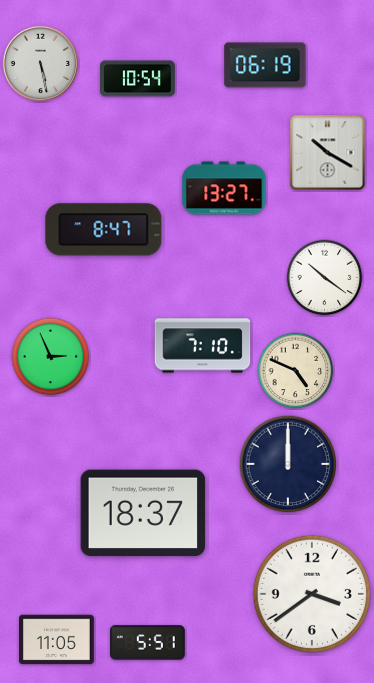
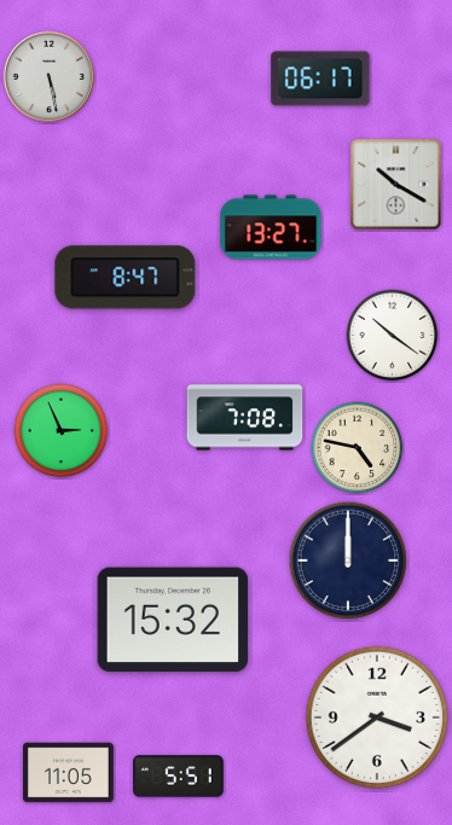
clock at (265, 65): 06:19 -> 06:17
clock at (138, 79): 10:54 -> none
clock at (203, 346): 7:10 -> 7:08
clock at (296, 371): 4:49 -> 4:47
clock at (143, 513): 18:37 -> 15:32
